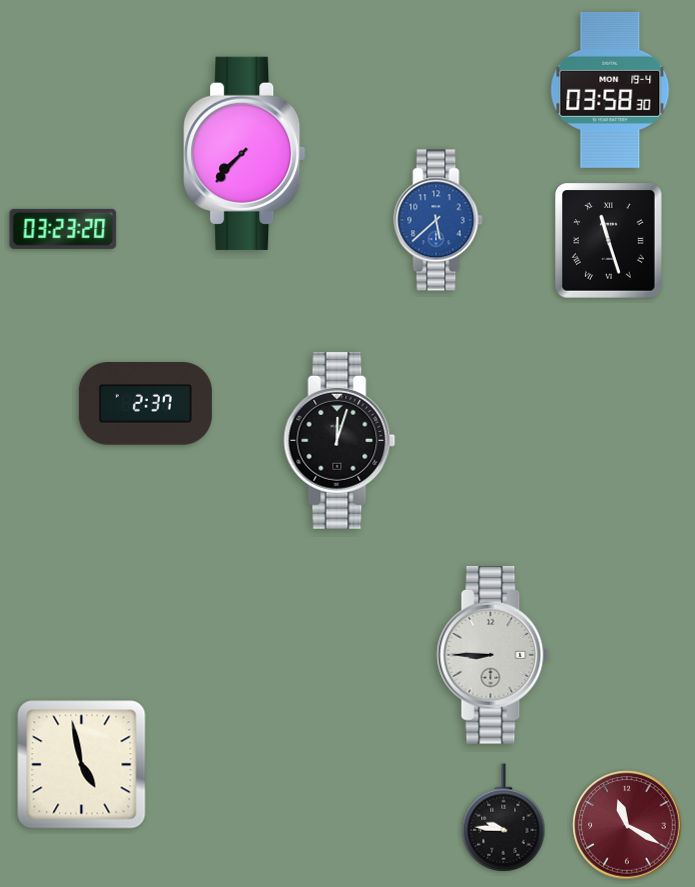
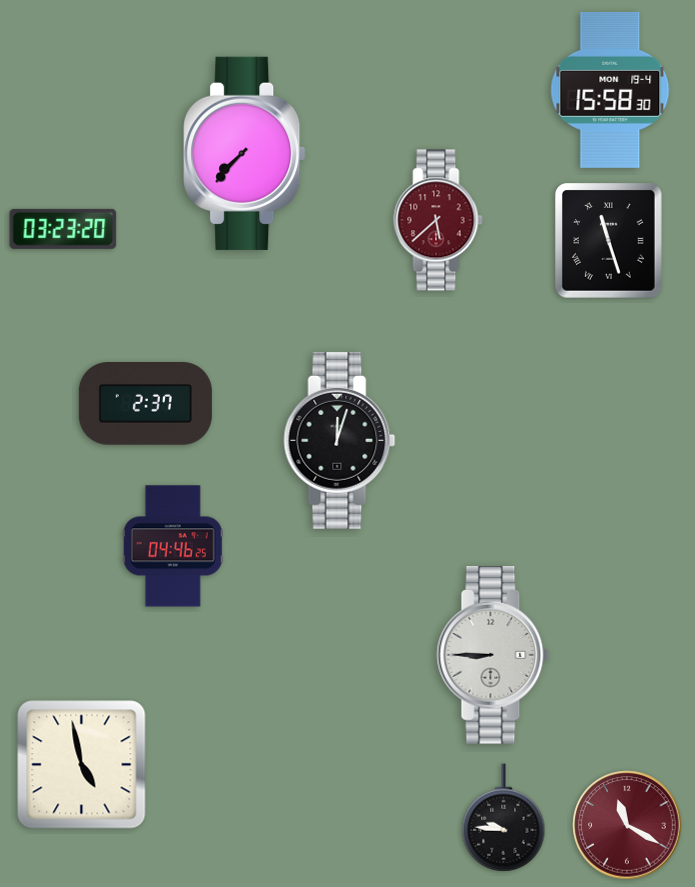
clock at (610, 90): 03:58 -> 15:58
clock at (438, 220) dial: blue -> burgundy
clock at (173, 546): none -> 04:46
